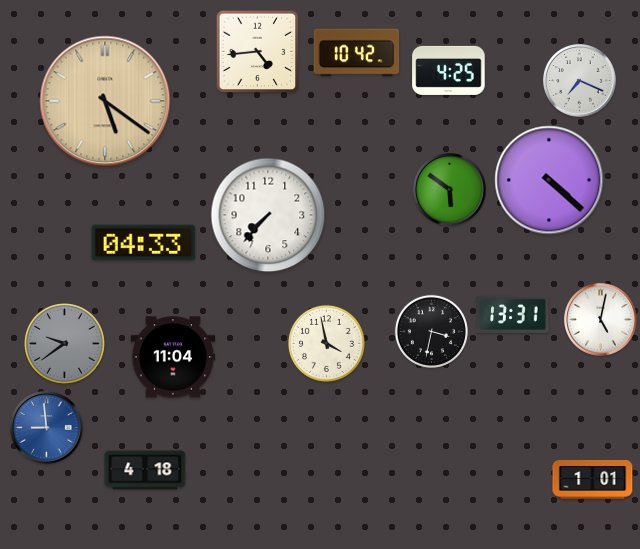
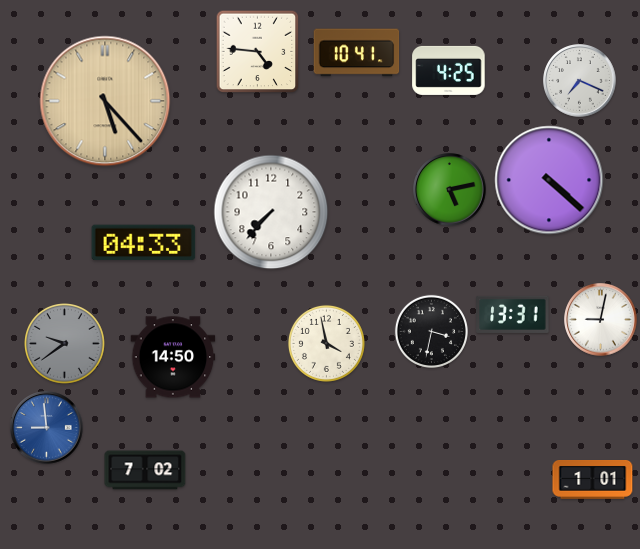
clock at (258, 52): 4:44 -> 4:46
clock at (357, 53): 10:42 -> 10:41
clock at (105, 101): 5:21 -> 5:23
clock at (450, 190): 5:51 -> 5:13
clock at (268, 215) position: (268, 215) -> (271, 212)
clock at (601, 320): 5:02 -> 9:02
clock at (173, 357): 11:04 -> 14:50
clock at (145, 470): 4:18 -> 7:02
